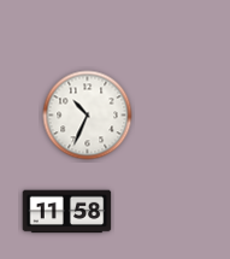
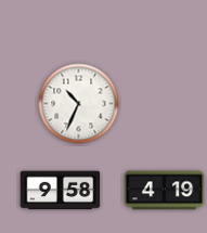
clock at (67, 212): 11:58 -> 9:58
clock at (165, 191): none -> 4:19
